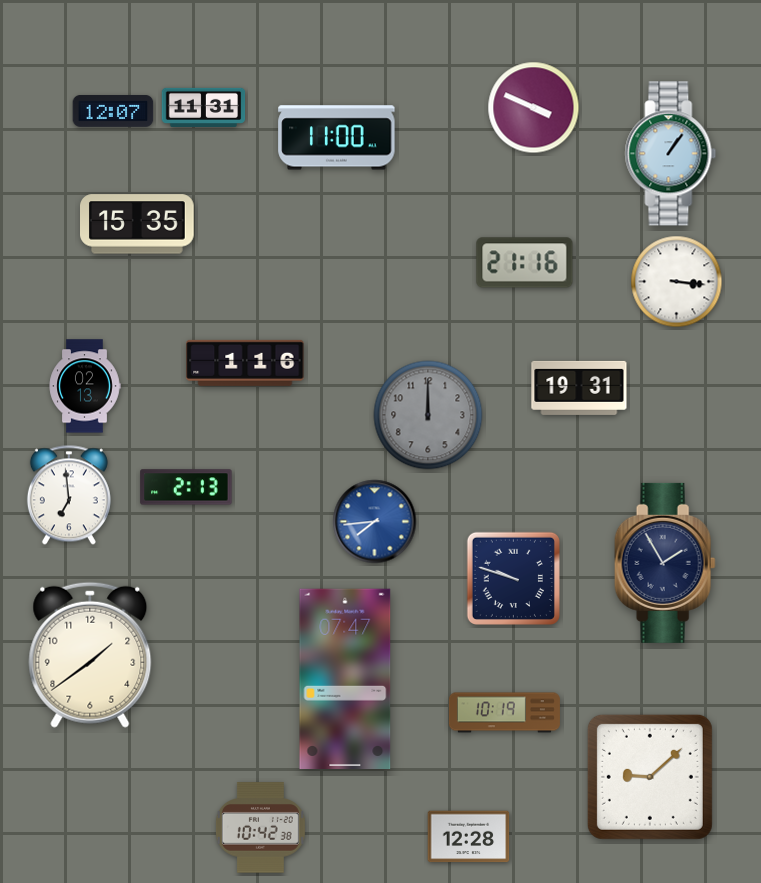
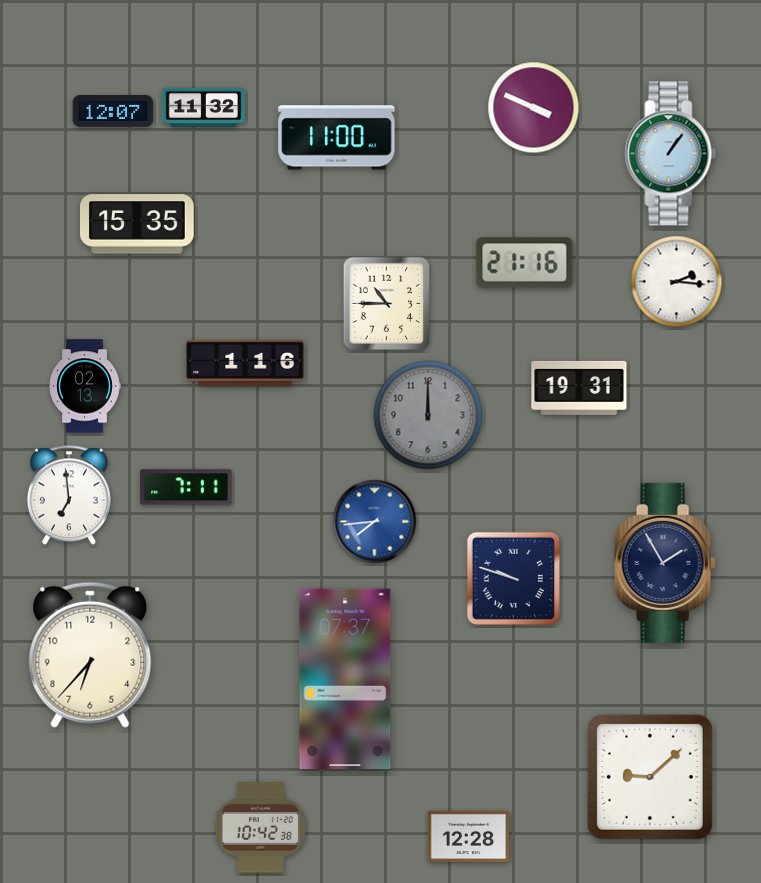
clock at (204, 107): 11:31 -> 11:32
clock at (677, 282): 3:16 -> 2:16
clock at (386, 303): none -> 10:45
clock at (186, 487): 2:13 -> 7:11
clock at (90, 655): 1:39 -> 6:37
clock at (345, 678): 07:47 -> 07:37
clock at (504, 713): 10:19 -> none
